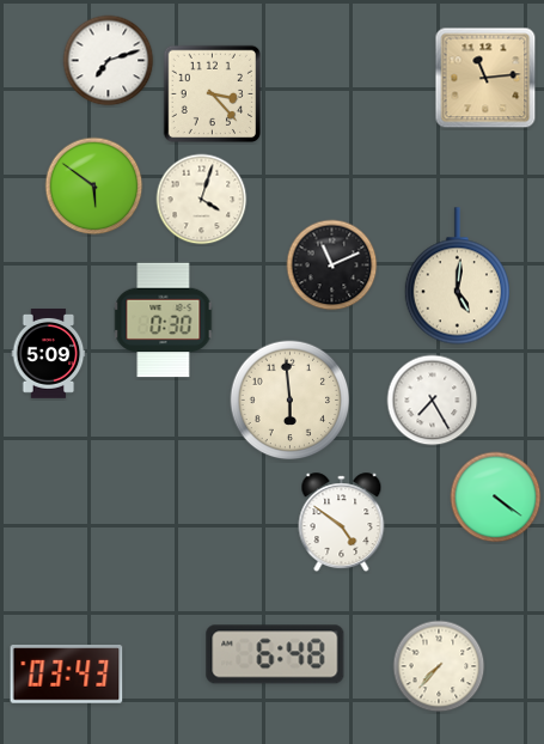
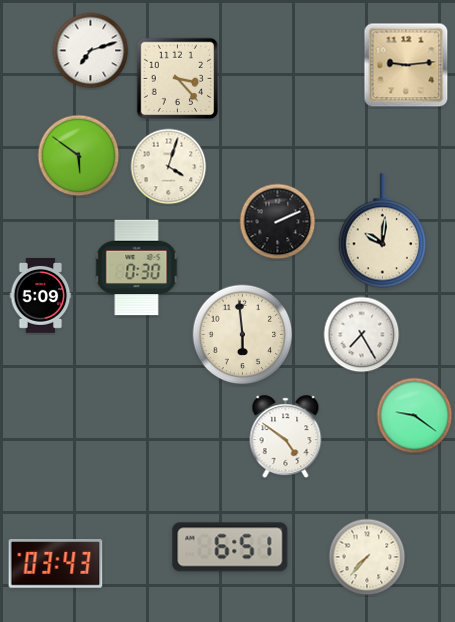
clock at (485, 78): 11:14 -> 9:14
clock at (332, 266): 11:11 -> 2:11
clock at (457, 276): 5:01 -> 10:01
clock at (496, 498): 4:21 -> 9:21
clock at (275, 654): 6:48 -> 6:51
